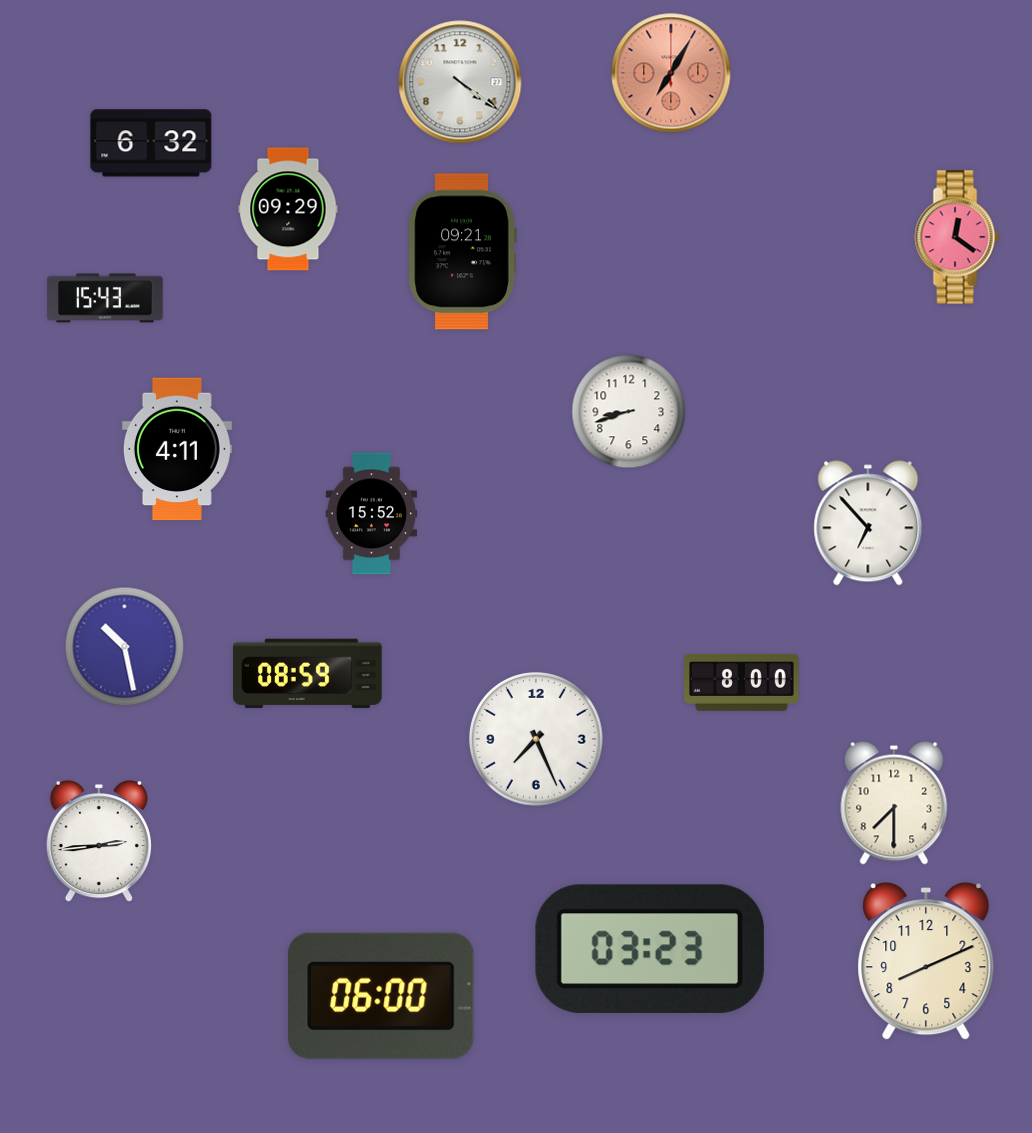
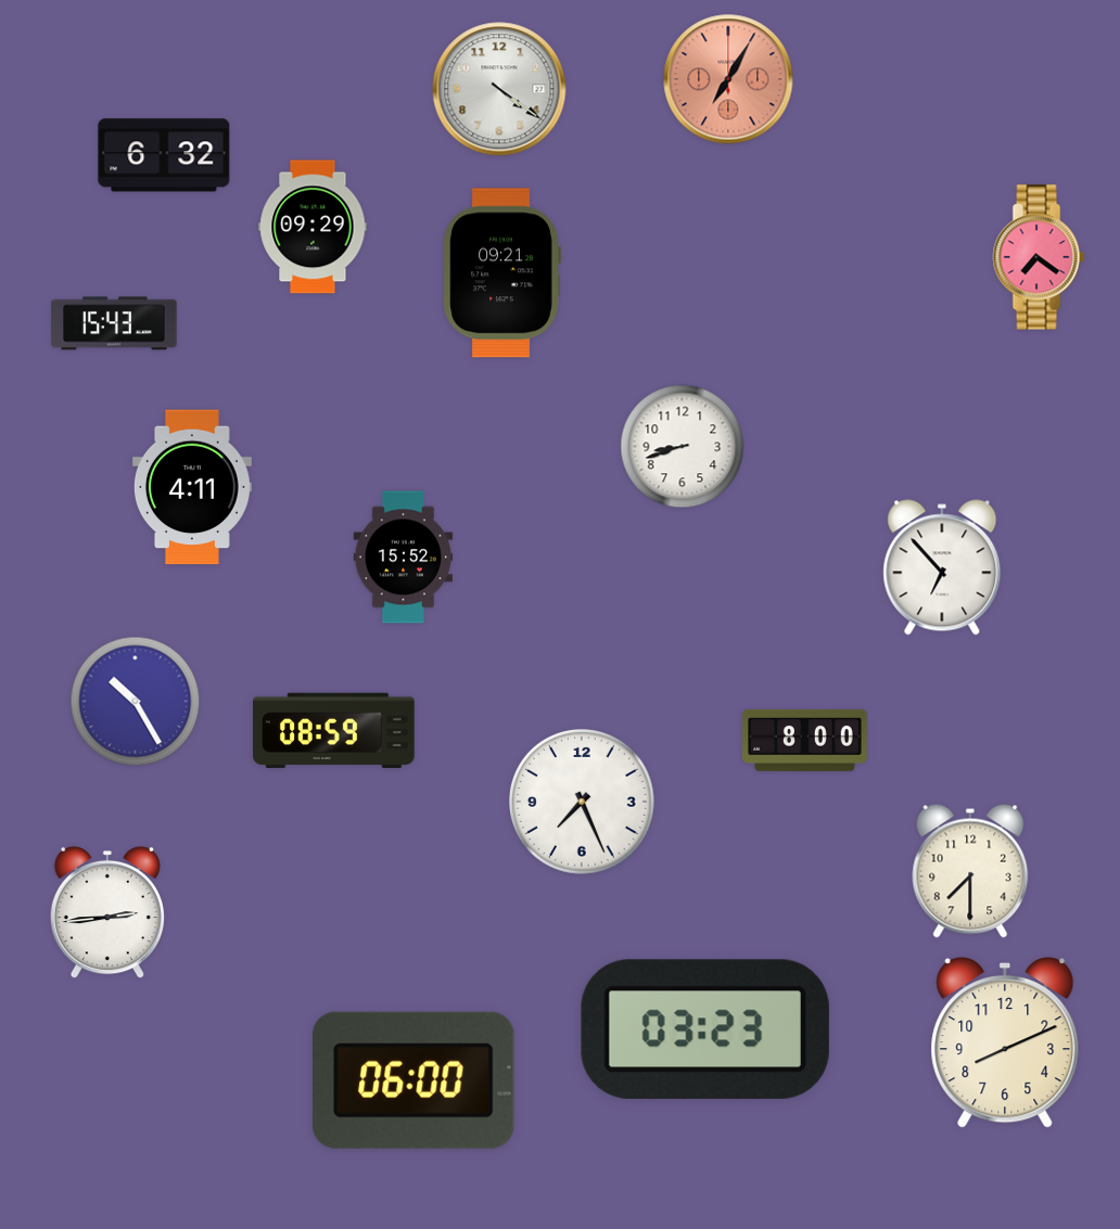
clock at (957, 237): 12:21 -> 7:21
clock at (125, 647): 10:28 -> 10:25
